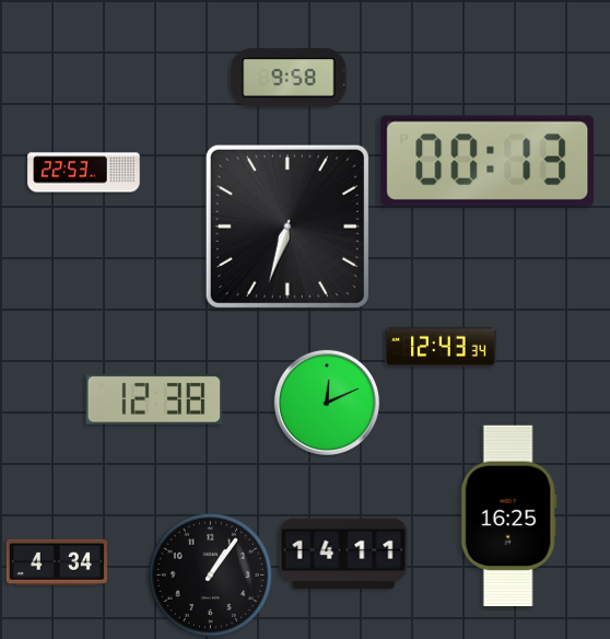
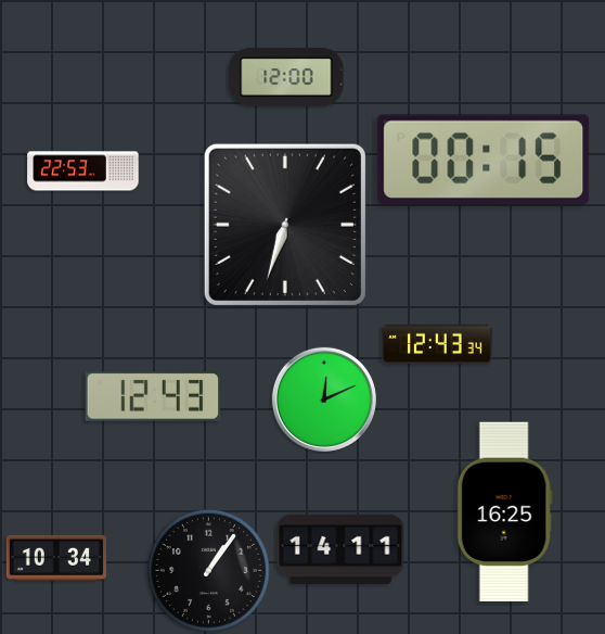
clock at (289, 78): 9:58 -> 12:00
clock at (488, 161): 00:13 -> 00:15
clock at (154, 399): 12:38 -> 12:43
clock at (57, 562): 4:34 -> 10:34
